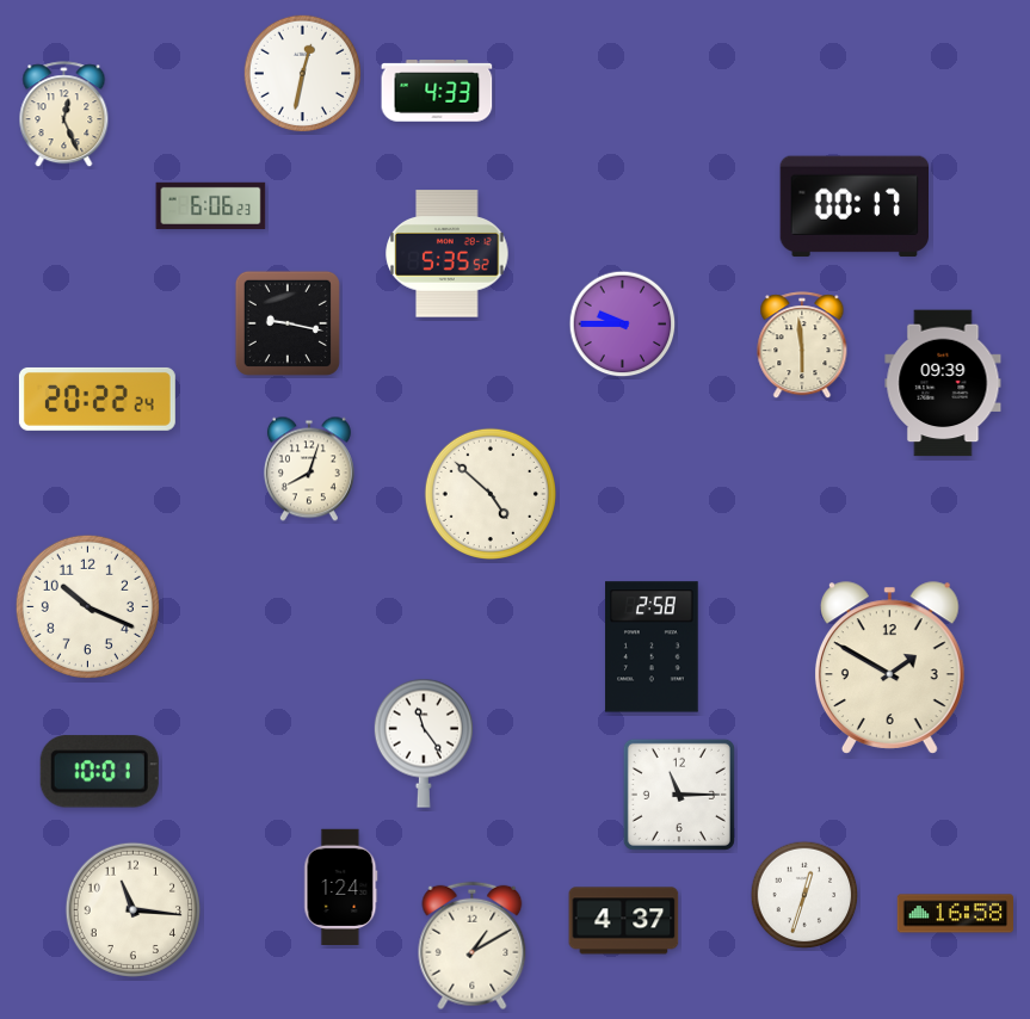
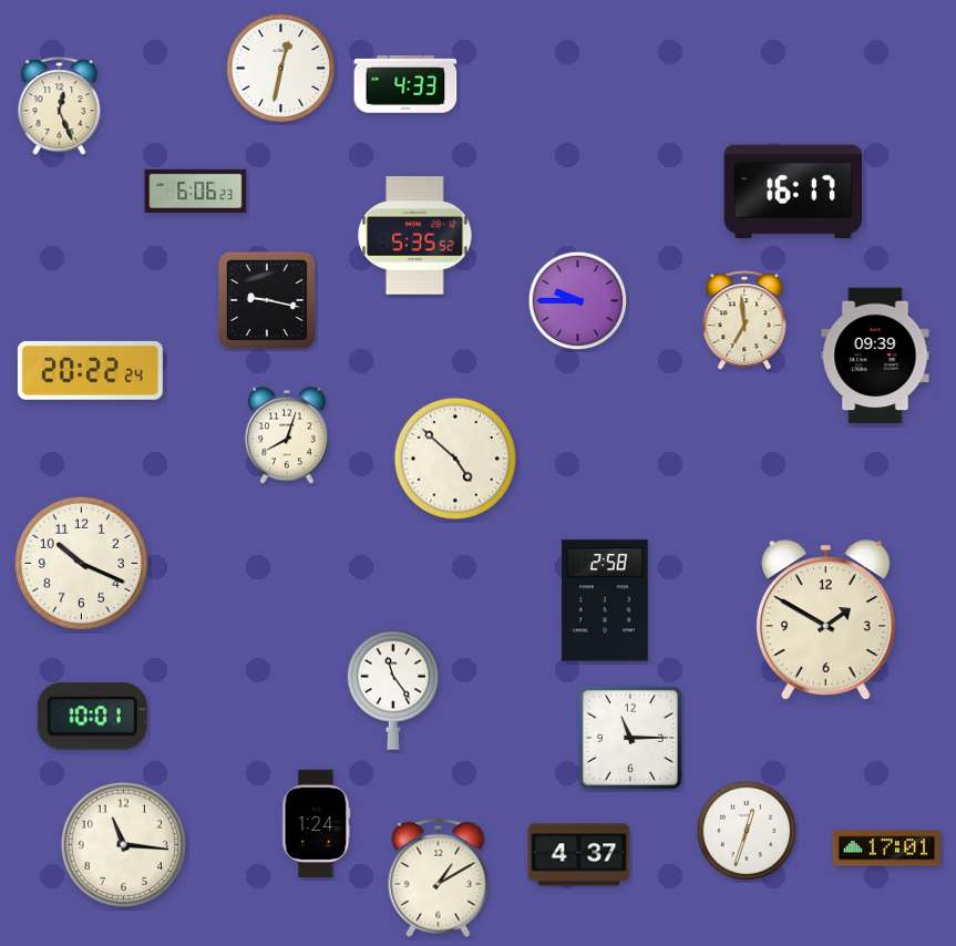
clock at (853, 206): 00:17 -> 16:17
clock at (802, 346): 5:59 -> 6:59
clock at (955, 914): 16:58 -> 17:01
